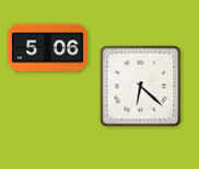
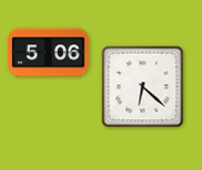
clock at (48, 48) position: (48, 48) -> (49, 53)
